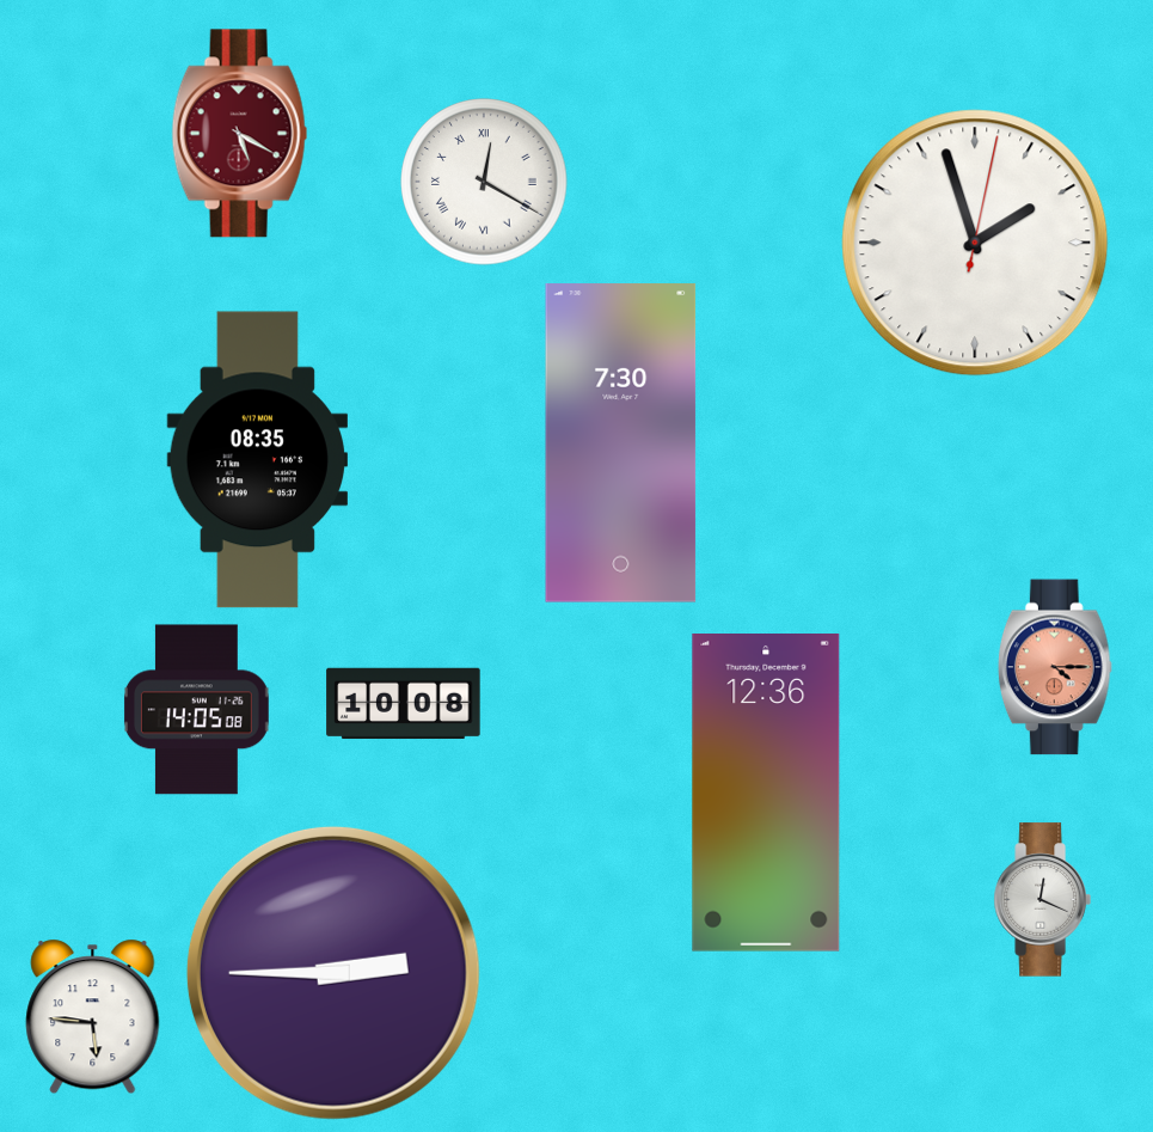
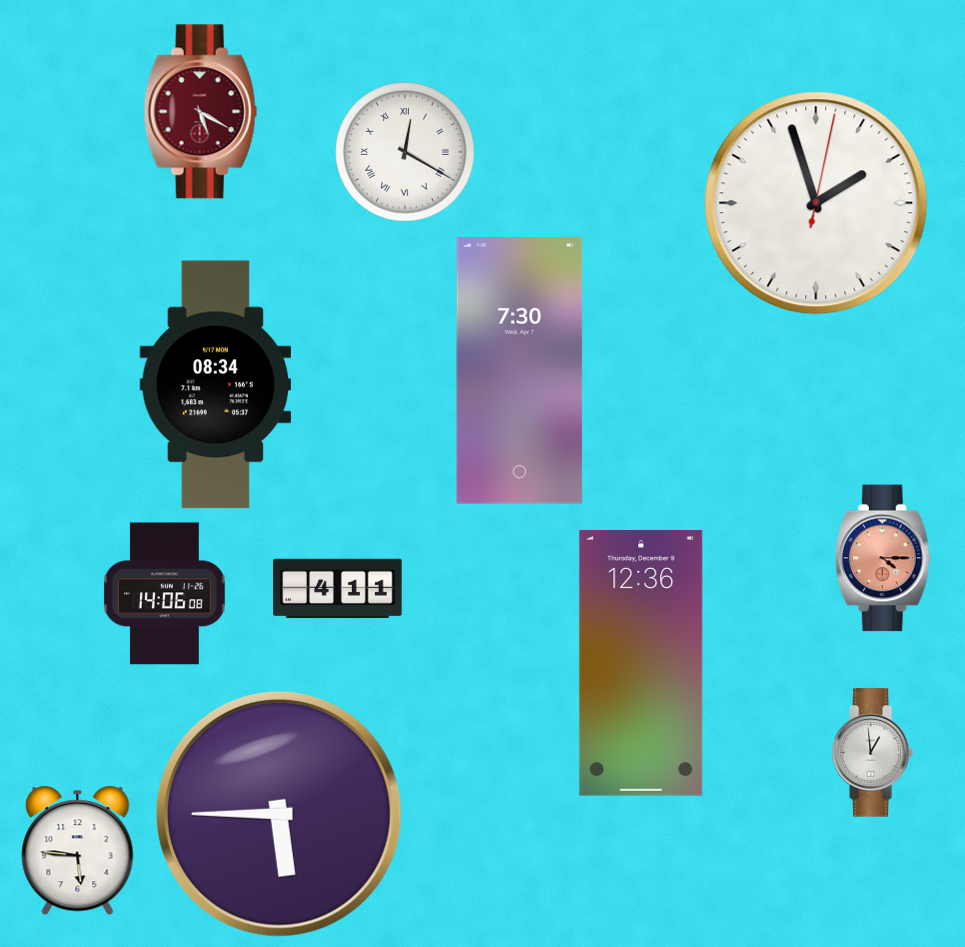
clock at (257, 460): 08:35 -> 08:34
clock at (404, 704): 10:08 -> 4:11
clock at (196, 710): 14:05 -> 14:06
clock at (1042, 900): 12:19 -> 12:59
clock at (333, 973): 2:45 -> 5:45
